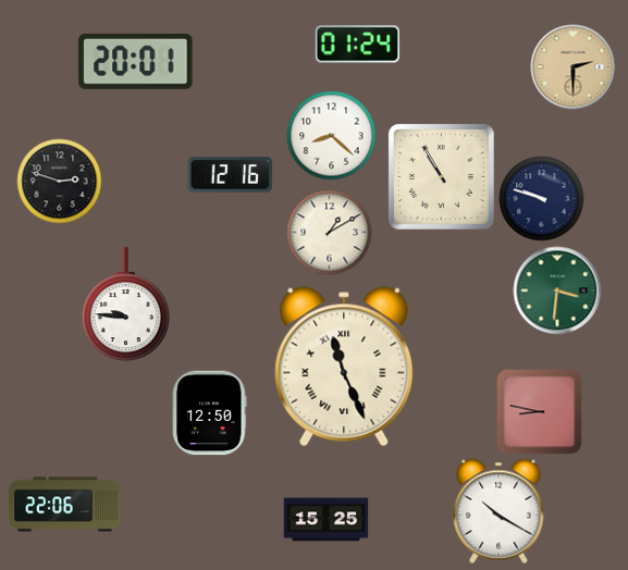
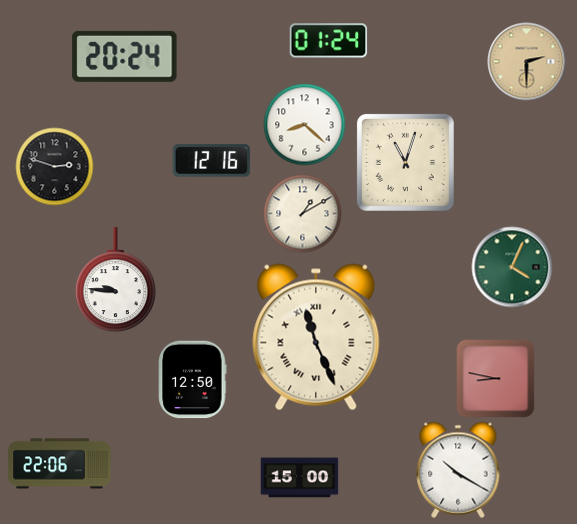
clock at (136, 61): 20:01 -> 20:24
clock at (441, 176): 10:55 -> 11:03
clock at (541, 198): 9:48 -> none
clock at (557, 290): 3:31 -> 4:04
clock at (325, 520): 15:25 -> 15:00
